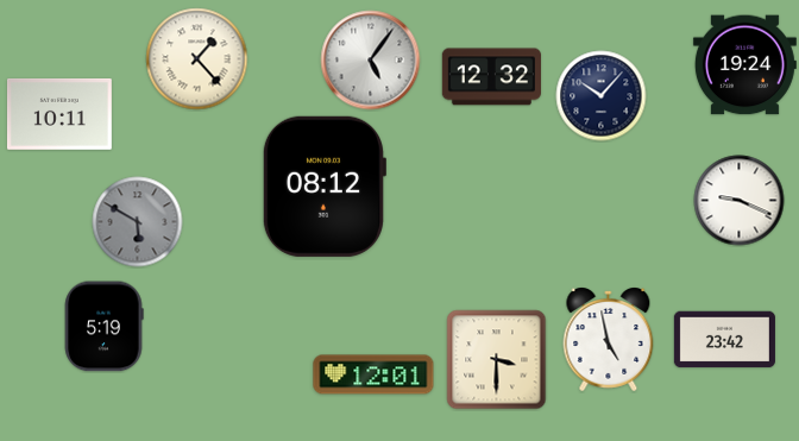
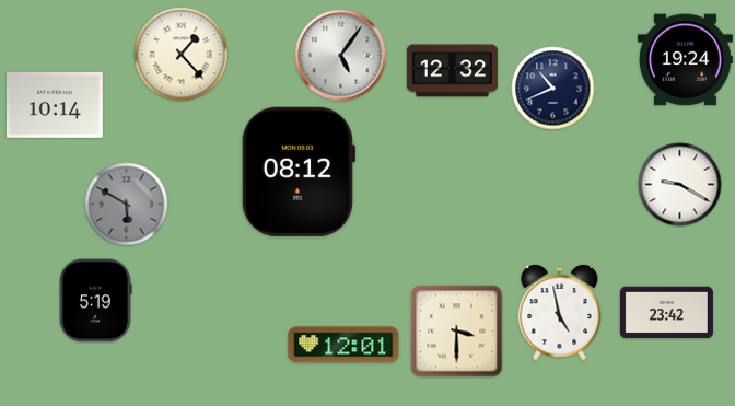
clock at (602, 96): 10:07 -> 10:41
clock at (59, 115): 10:11 -> 10:14
clock at (740, 201): 9:19 -> 9:20
